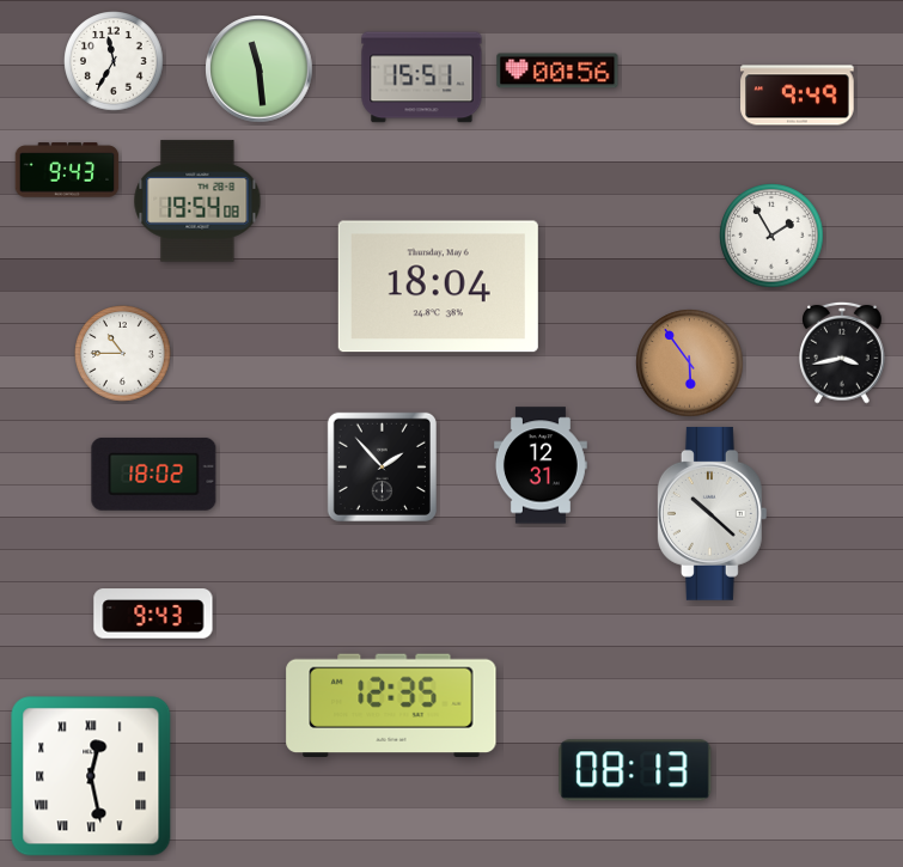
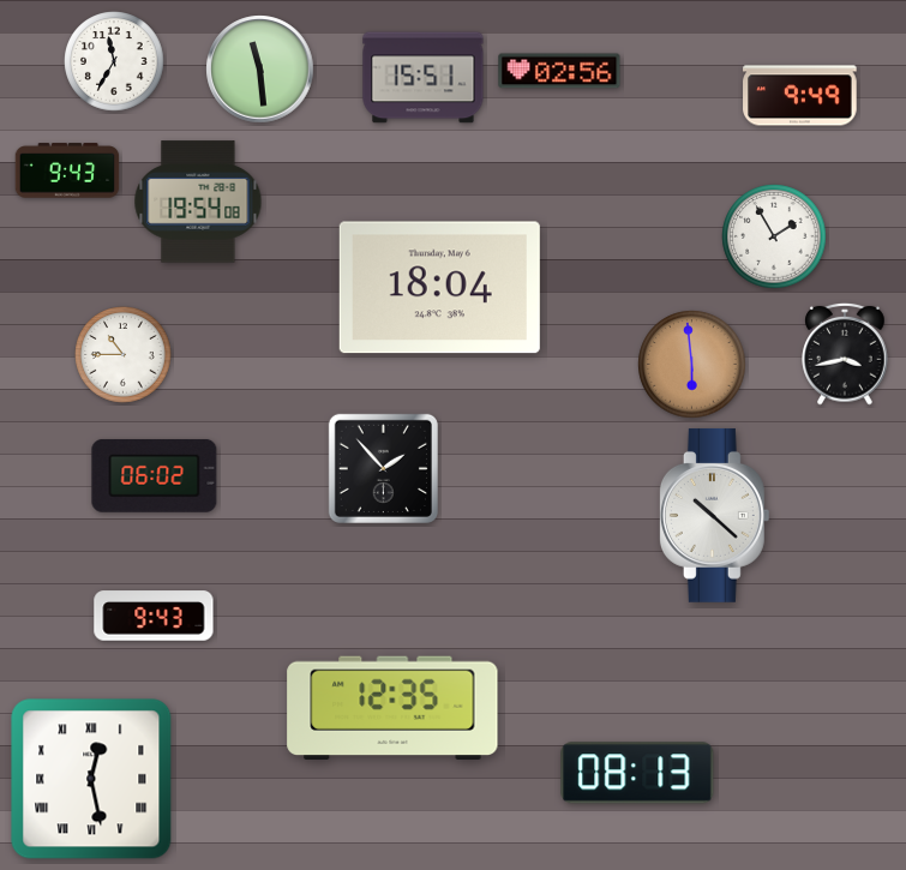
clock at (557, 71): 00:56 -> 02:56
clock at (690, 364): 5:54 -> 5:59
clock at (541, 465): 12:31 -> none
clock at (154, 474): 18:02 -> 06:02
